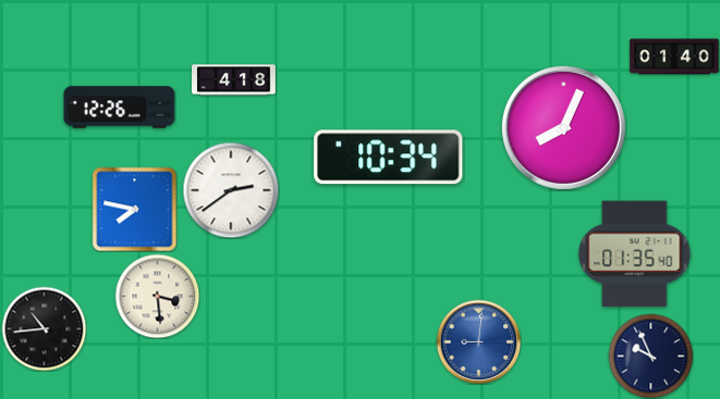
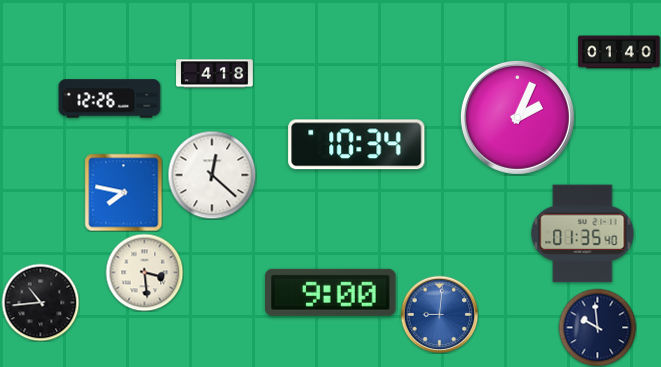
clock at (563, 127): 8:04 -> 2:04
clock at (231, 190): 2:39 -> 12:22
clock at (331, 292): none -> 9:00
clock at (650, 356): 9:56 -> 9:59
